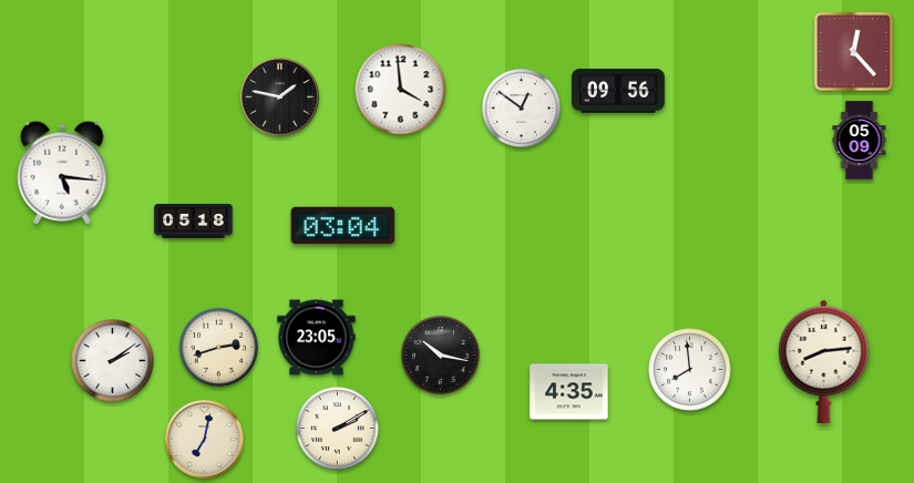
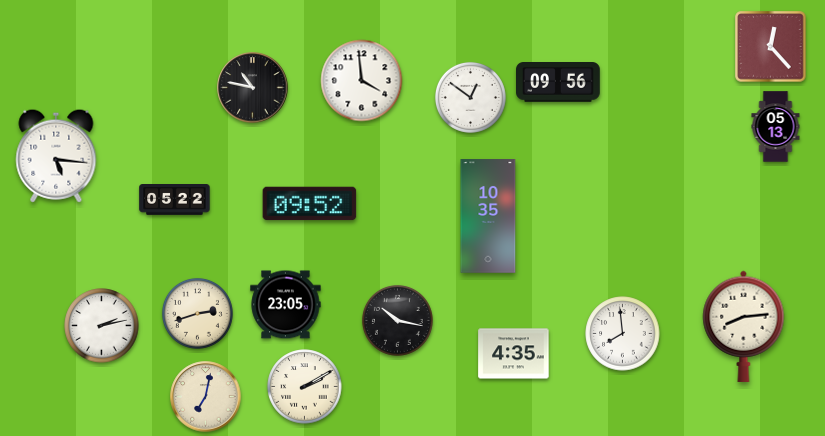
clock at (280, 97): 1:47 -> 10:47
clock at (860, 141): 05:09 -> 05:13
clock at (194, 222): 05:18 -> 05:22
clock at (343, 226): 03:04 -> 09:52
clock at (488, 216): none -> 10:35
clock at (113, 361): 2:09 -> 2:13
clock at (205, 440) position: (205, 440) -> (206, 397)
